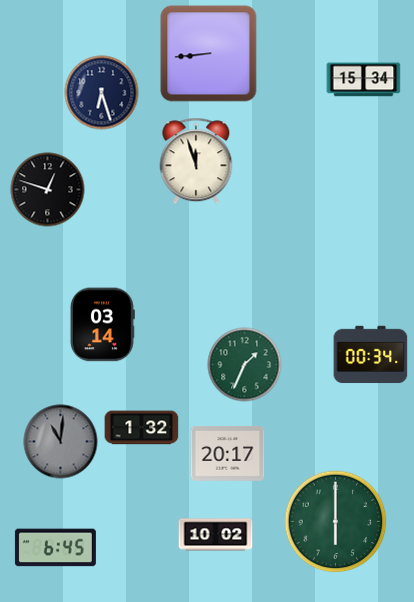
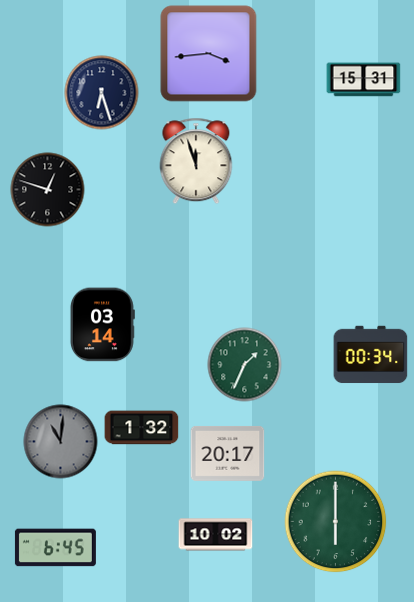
clock at (209, 54): 8:44 -> 3:44
clock at (364, 80): 15:34 -> 15:31
